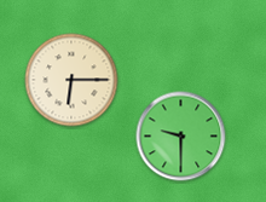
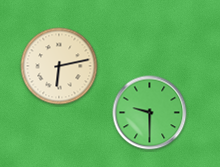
clock at (71, 80): 6:15 -> 6:13
